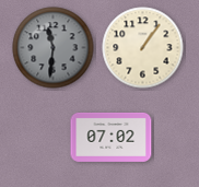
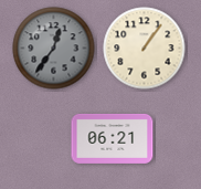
clock at (54, 48): 11:31 -> 12:36
clock at (112, 137): 07:02 -> 06:21
